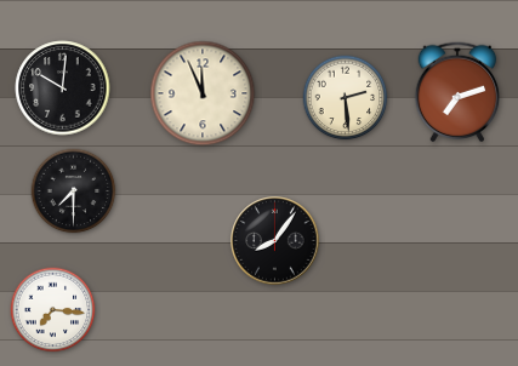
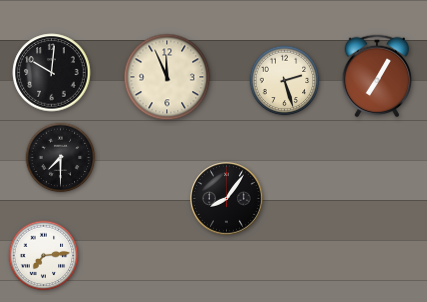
clock at (457, 92): 7:12 -> 7:05
clock at (346, 98): 2:29 -> 2:27
clock at (53, 310): 7:16 -> 7:14
